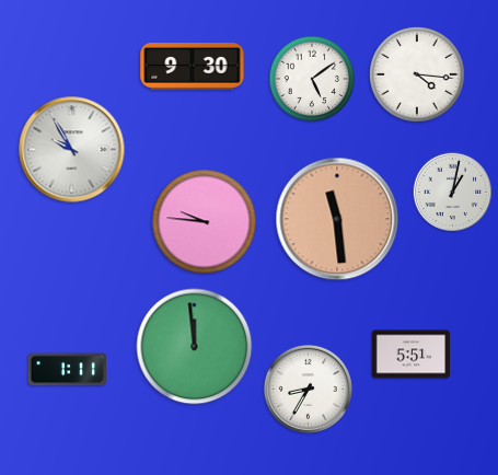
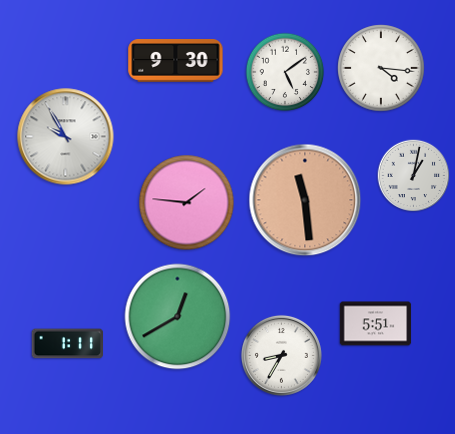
clock at (337, 219) position: (337, 219) -> (305, 200)
clock at (205, 222): 9:46 -> 1:46
clock at (195, 347): 11:59 -> 12:40
clock at (67, 370) position: (67, 370) -> (67, 344)
